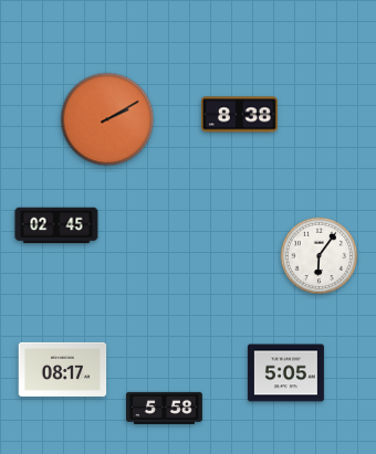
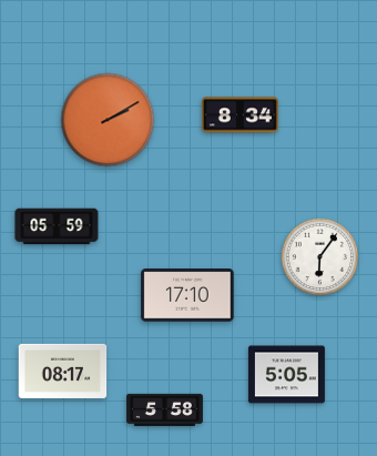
clock at (239, 115): 8:38 -> 8:34
clock at (56, 225): 02:45 -> 05:59
clock at (187, 295): none -> 17:10
